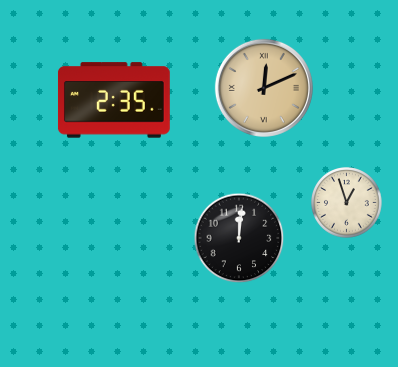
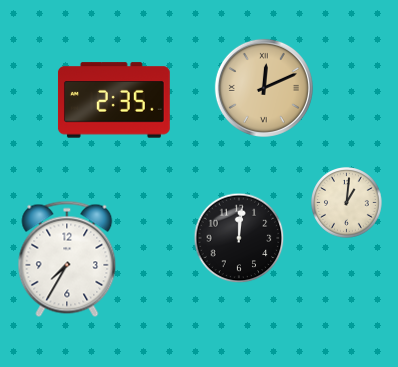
clock at (347, 203): 12:57 -> 1:01
clock at (67, 259): none -> 7:35
